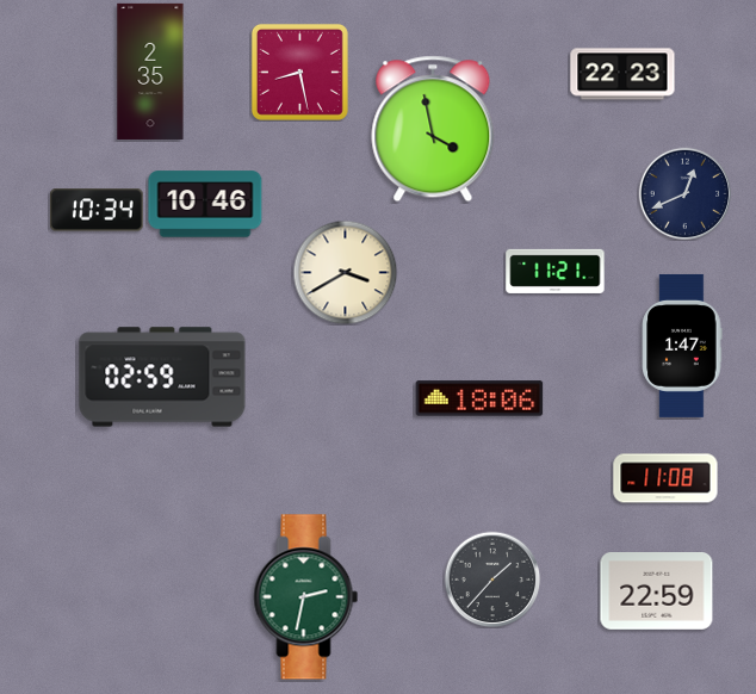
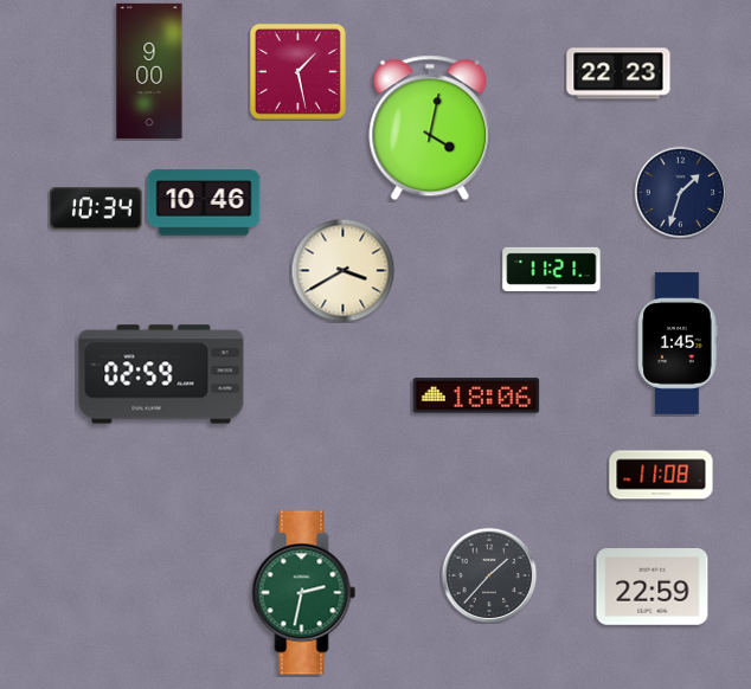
clock at (150, 72): 2:35 -> 9:00
clock at (299, 72): 8:28 -> 1:28
clock at (433, 129): 3:58 -> 4:02
clock at (684, 193): 12:41 -> 1:33
clock at (682, 346): 1:47 -> 1:45
